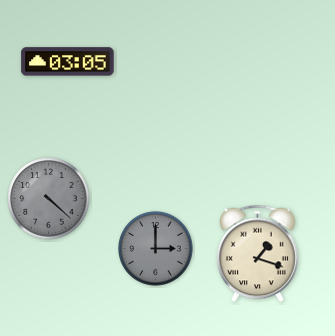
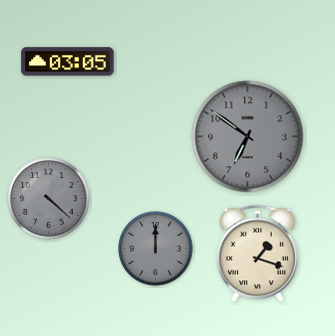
clock at (248, 137): none -> 6:51
clock at (156, 249): 3:00 -> 12:00
